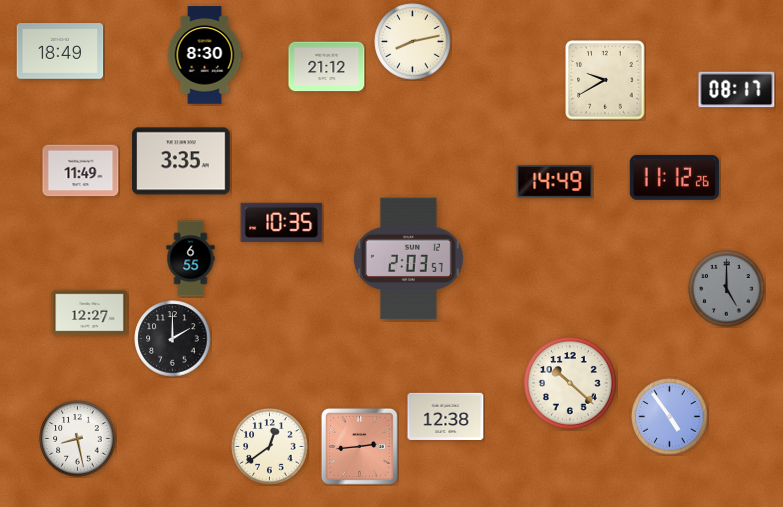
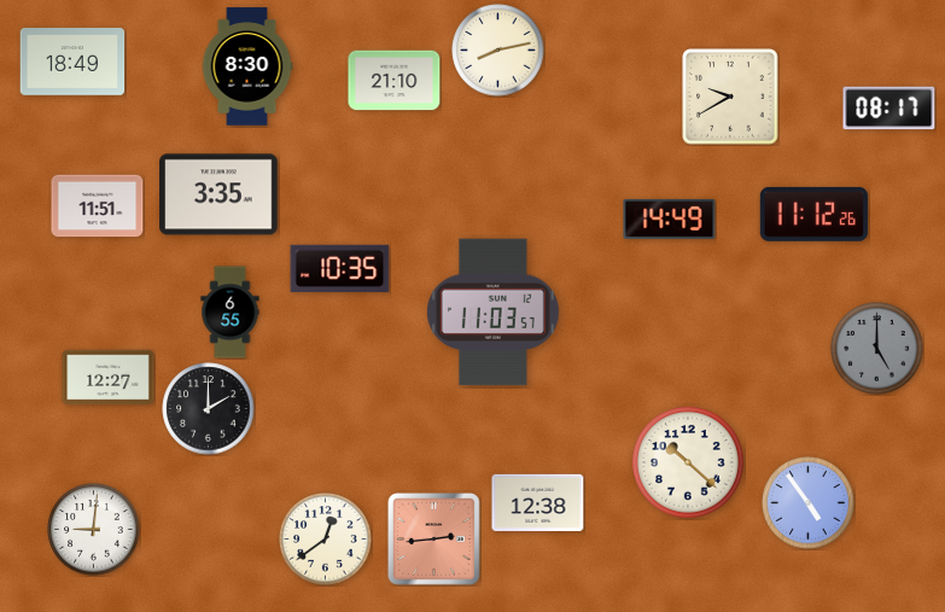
clock at (327, 67): 21:12 -> 21:10
clock at (81, 171): 11:49 -> 11:51
clock at (408, 259): 2:03 -> 11:03
clock at (78, 439): 8:28 -> 9:01
